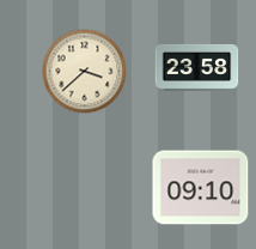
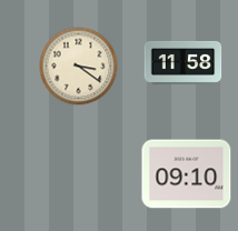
clock at (197, 67): 23:58 -> 11:58
clock at (85, 72): 3:38 -> 3:21
